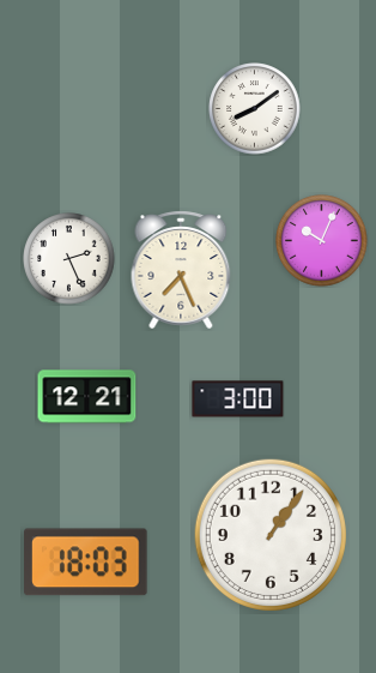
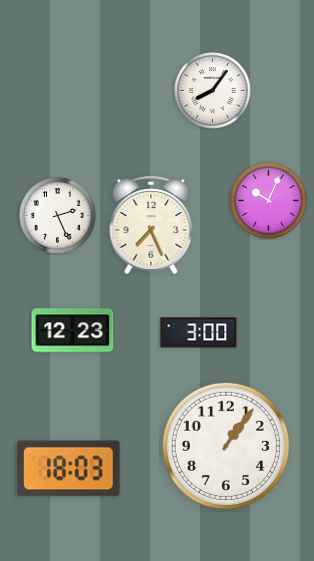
clock at (255, 109): 8:09 -> 8:06
clock at (87, 397): 12:21 -> 12:23
clock at (86, 563) position: (86, 563) -> (69, 469)
